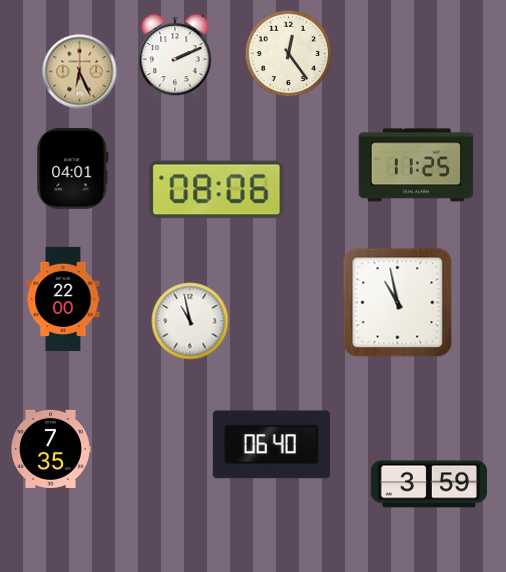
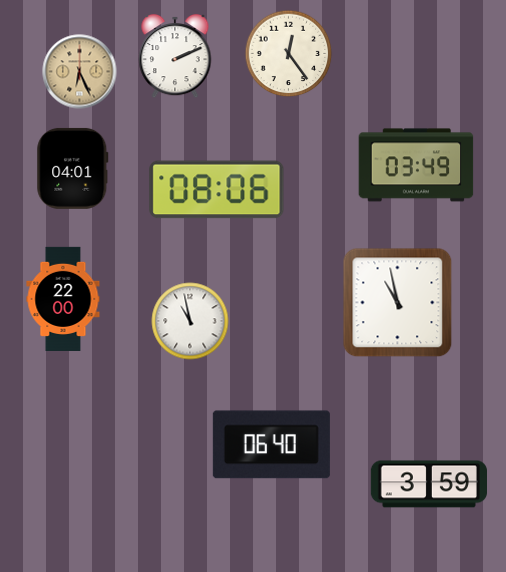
clock at (416, 165): 11:25 -> 03:49
clock at (50, 449): 7:35 -> none
